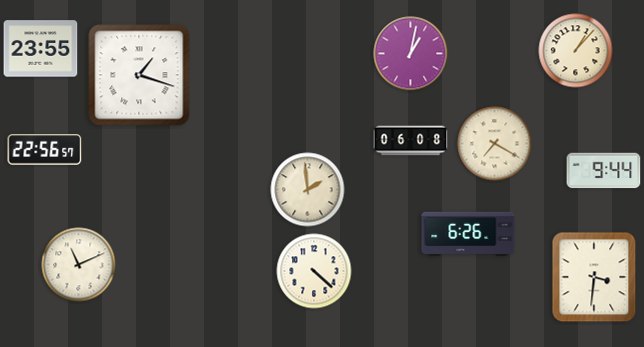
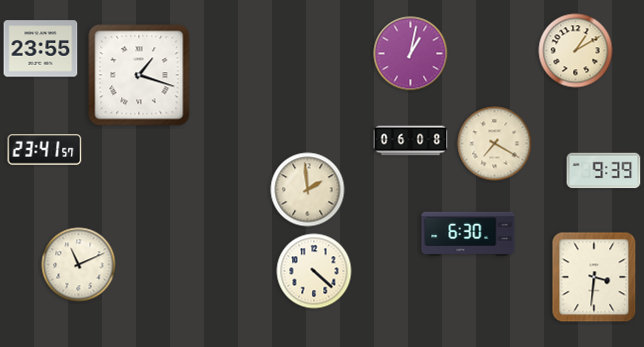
clock at (576, 51): 1:07 -> 1:10
clock at (45, 150): 22:56 -> 23:41
clock at (604, 171): 9:44 -> 9:39
clock at (468, 234): 6:26 -> 6:30
